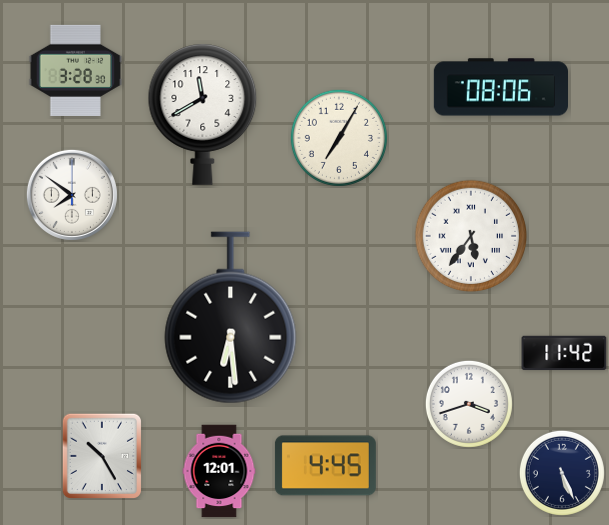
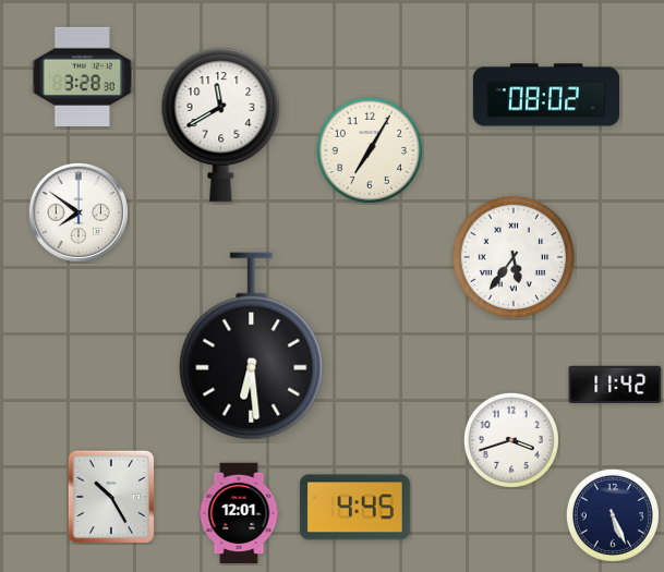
clock at (500, 87): 08:06 -> 08:02
